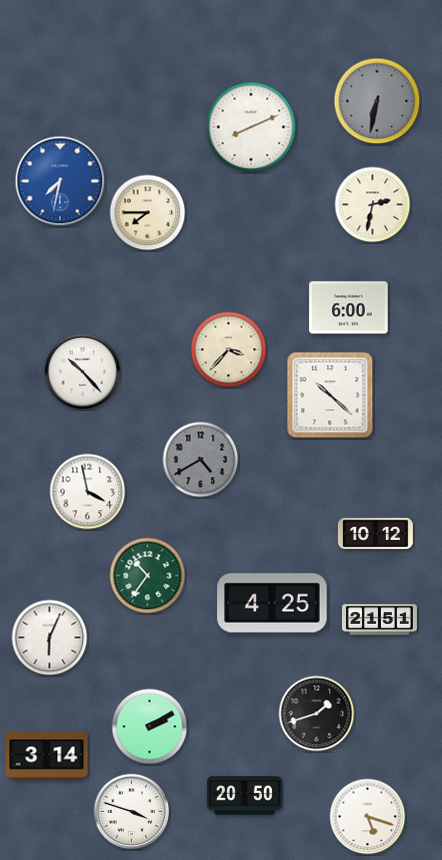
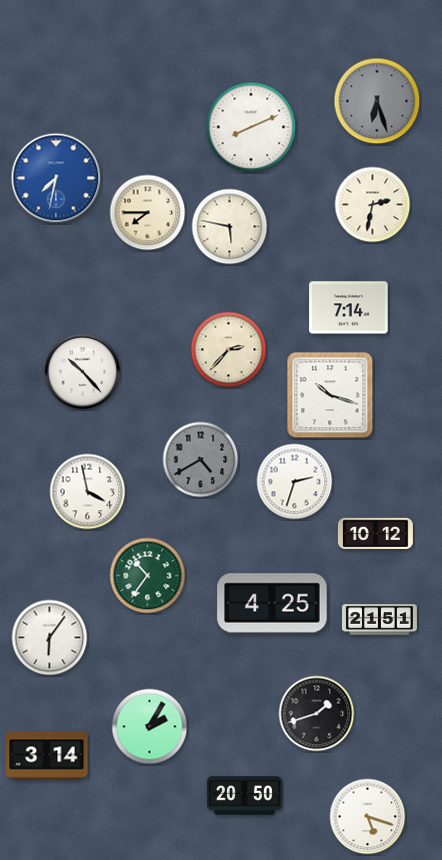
clock at (377, 101): 6:32 -> 6:27
clock at (60, 181) position: (60, 181) -> (56, 178)
clock at (230, 227): none -> 5:47
clock at (349, 308): 6:00 -> 7:14
clock at (229, 350): 3:37 -> 2:37
clock at (330, 395): 10:22 -> 10:18
clock at (295, 482): none -> 2:33
clock at (50, 638): 6:04 -> 6:06
clock at (150, 727): 2:10 -> 2:05
clock at (132, 812): 3:48 -> none
